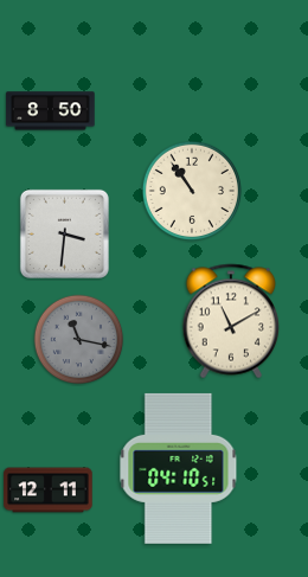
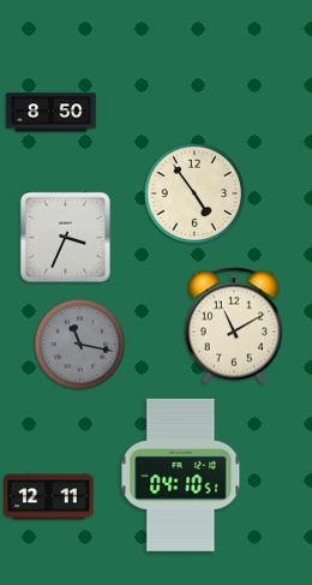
clock at (192, 191): 10:54 -> 4:54
clock at (64, 233): 3:31 -> 3:34
